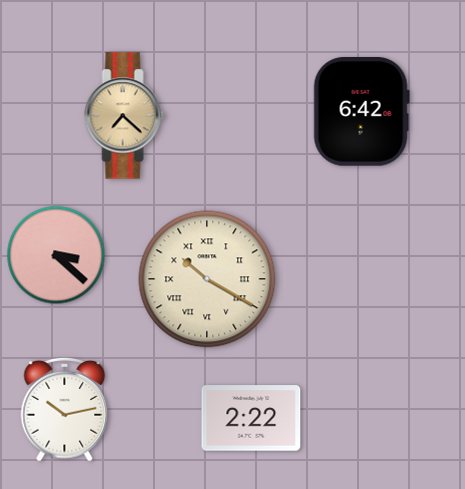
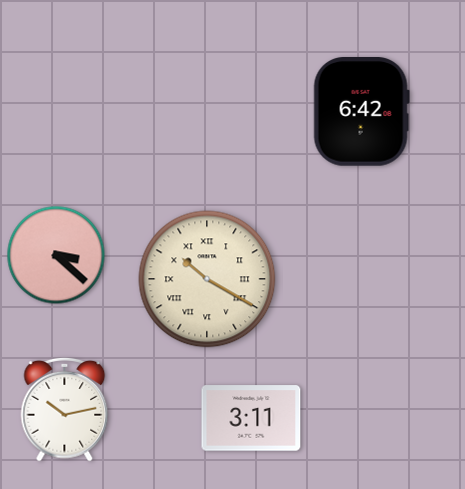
clock at (125, 116): 7:22 -> none
clock at (251, 418): 2:22 -> 3:11
